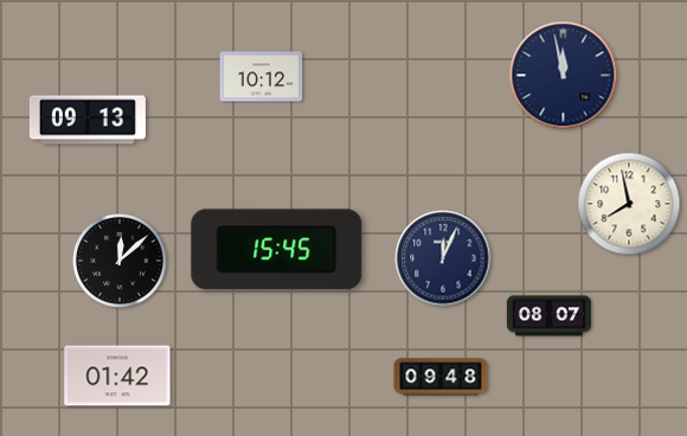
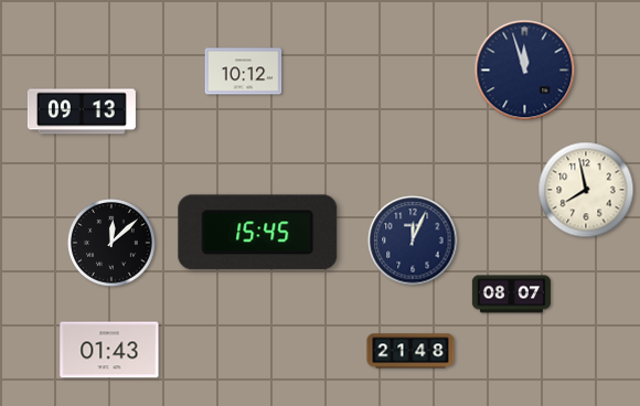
clock at (564, 76): 11:58 -> 11:57
clock at (117, 376): 01:42 -> 01:43
clock at (441, 377): 09:48 -> 21:48
